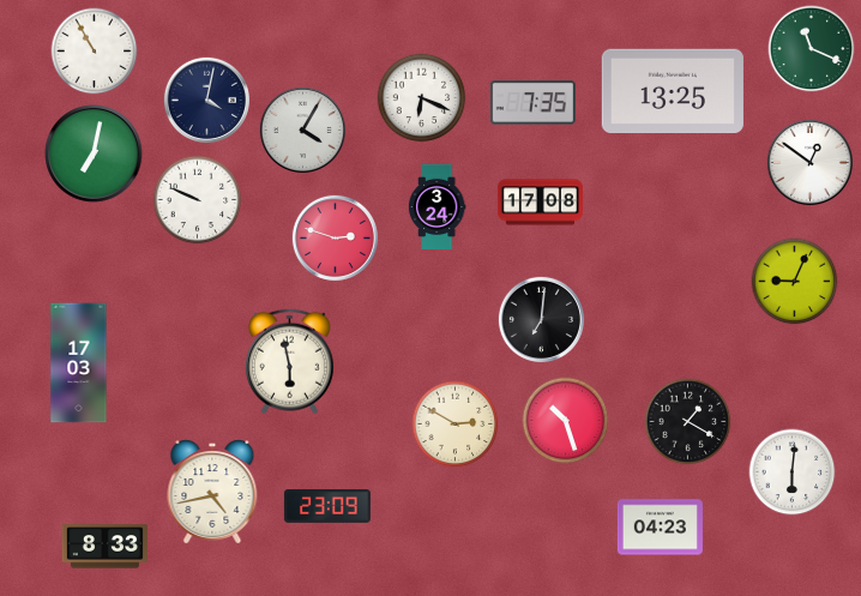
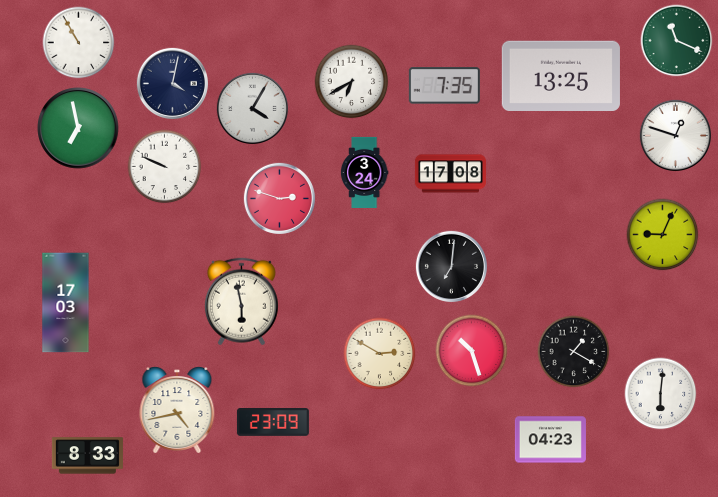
clock at (422, 98): 6:19 -> 6:40
clock at (94, 153): 7:02 -> 6:58
clock at (809, 162): 12:51 -> 12:48
clock at (540, 203) position: (540, 203) -> (450, 174)
